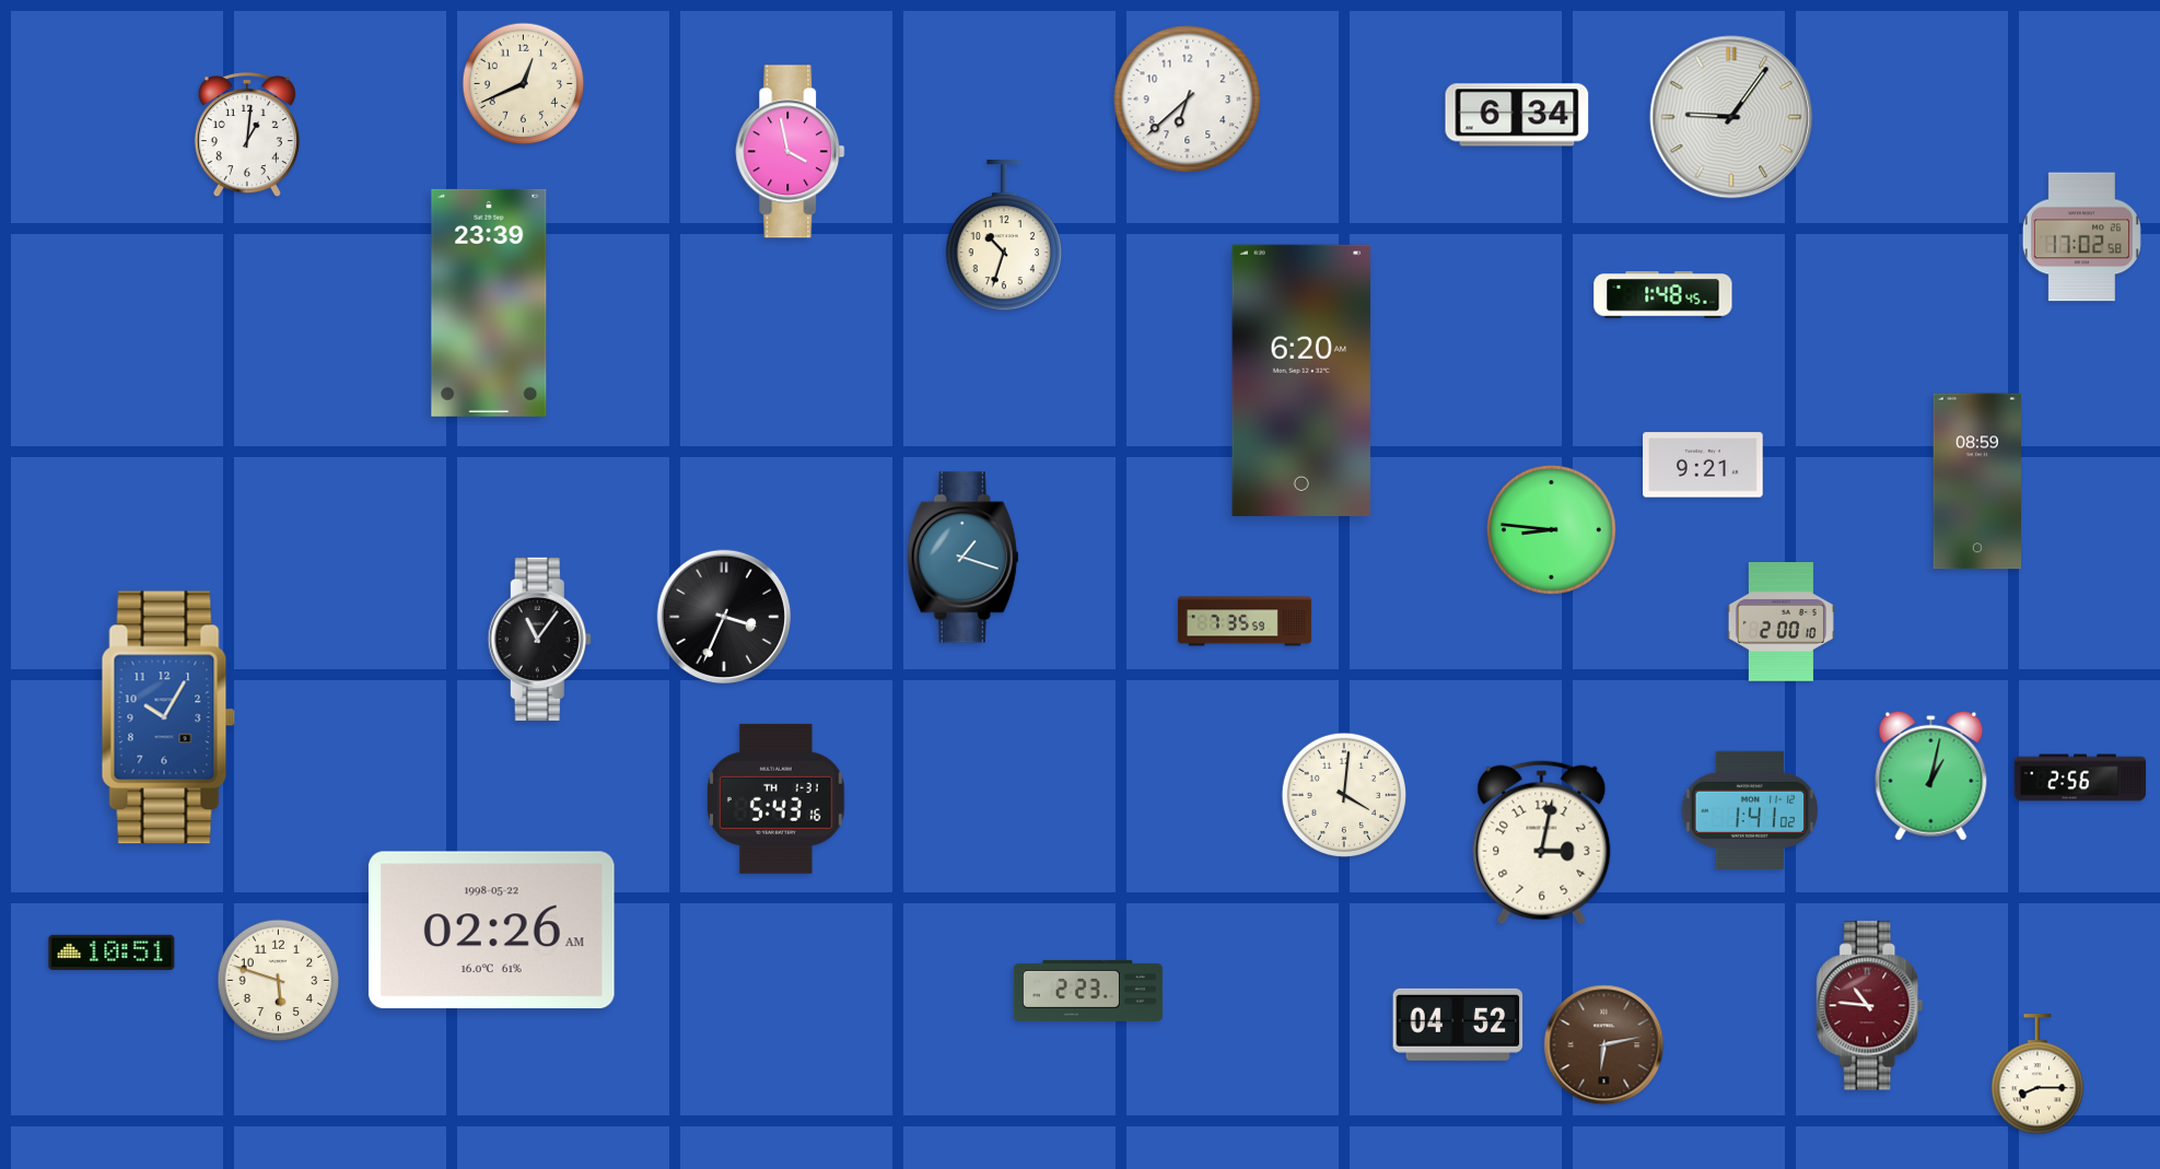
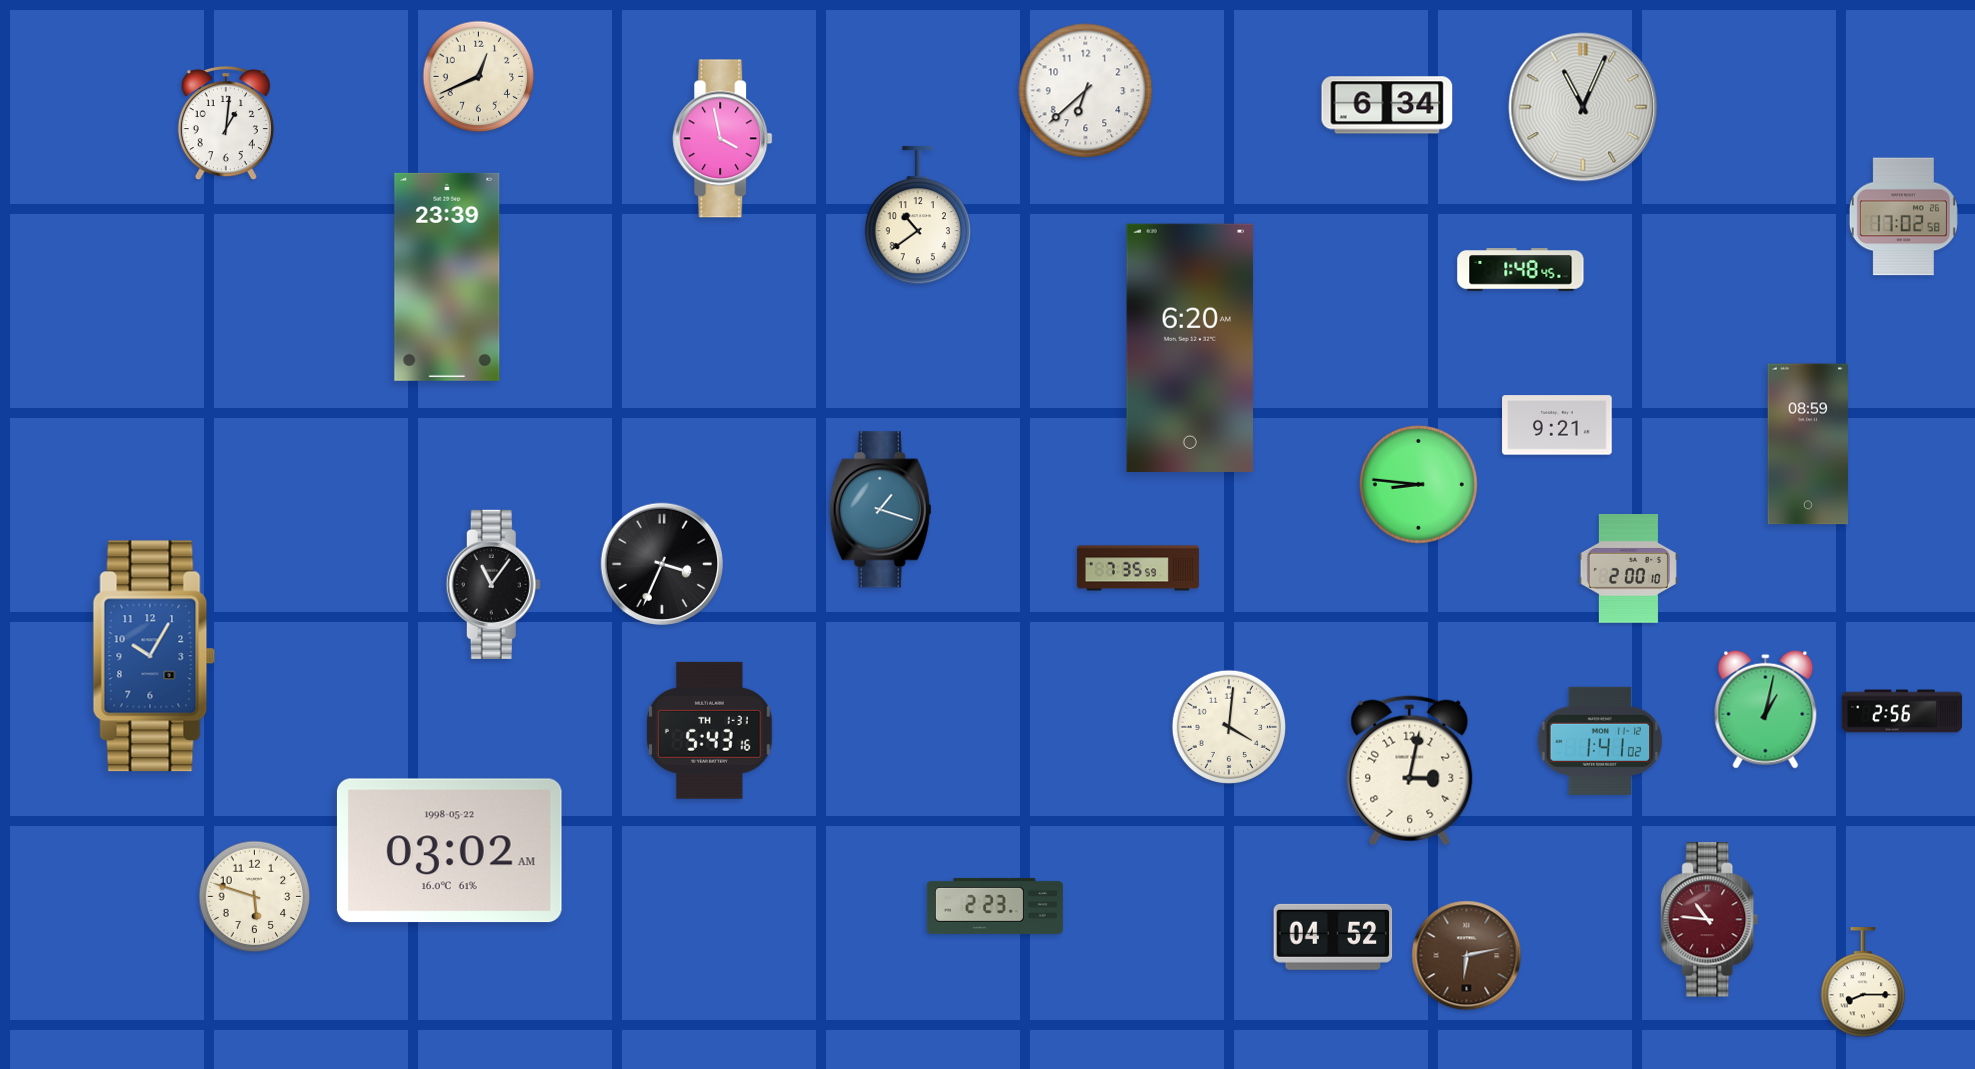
clock at (1731, 117): 9:06 -> 11:04
clock at (1004, 236): 10:33 -> 10:39
clock at (1976, 481) position: (1976, 481) -> (1807, 444)
clock at (491, 931): 02:26 -> 03:02
clock at (112, 952): 10:51 -> none
